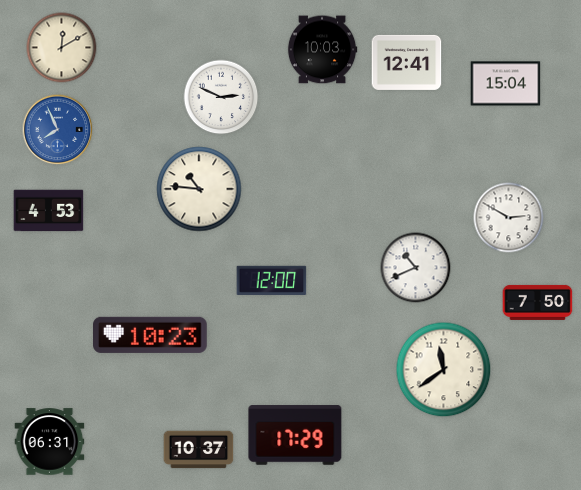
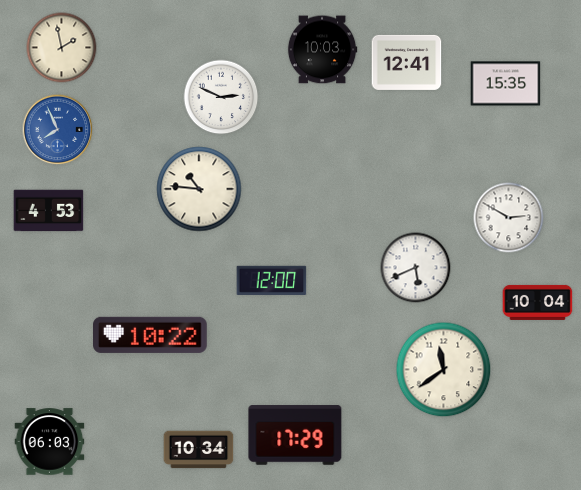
clock at (62, 48): 12:10 -> 1:58
clock at (506, 84): 15:04 -> 15:35
clock at (416, 268): 10:41 -> 5:41
clock at (538, 302): 7:50 -> 10:04
clock at (151, 335): 10:23 -> 10:22
clock at (50, 442): 06:31 -> 06:03
clock at (199, 450): 10:37 -> 10:34
